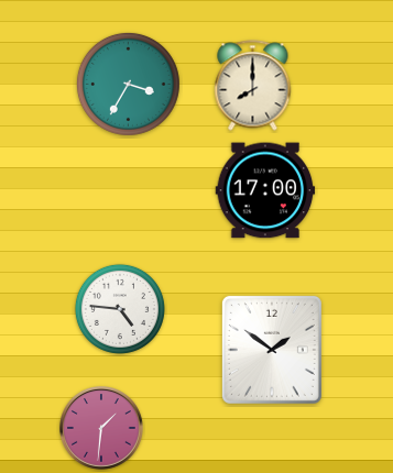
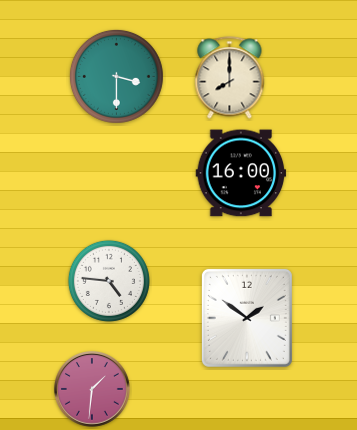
clock at (128, 84): 3:35 -> 3:30
clock at (265, 190): 17:00 -> 16:00
